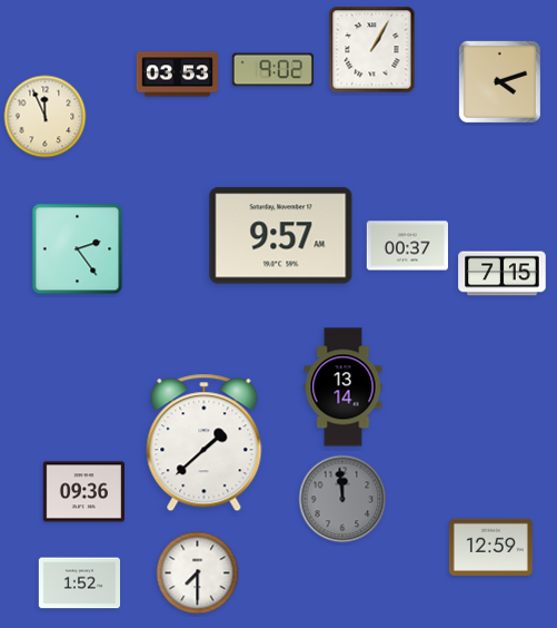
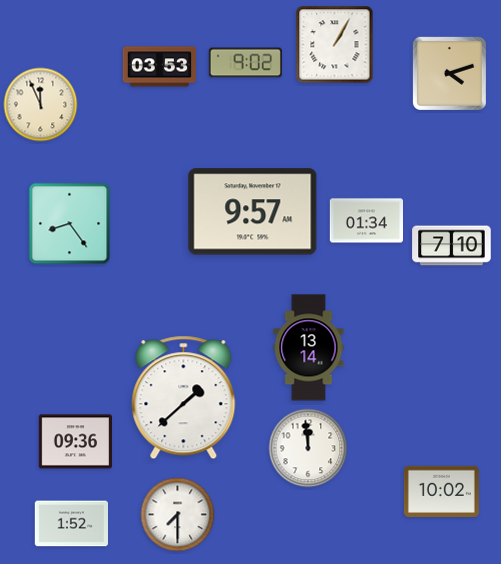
clock at (407, 246): 00:37 -> 01:34
clock at (78, 249): 2:24 -> 8:24
clock at (503, 274): 7:15 -> 7:10
clock at (342, 499) dial: grey -> white
clock at (490, 547): 12:59 -> 10:02
